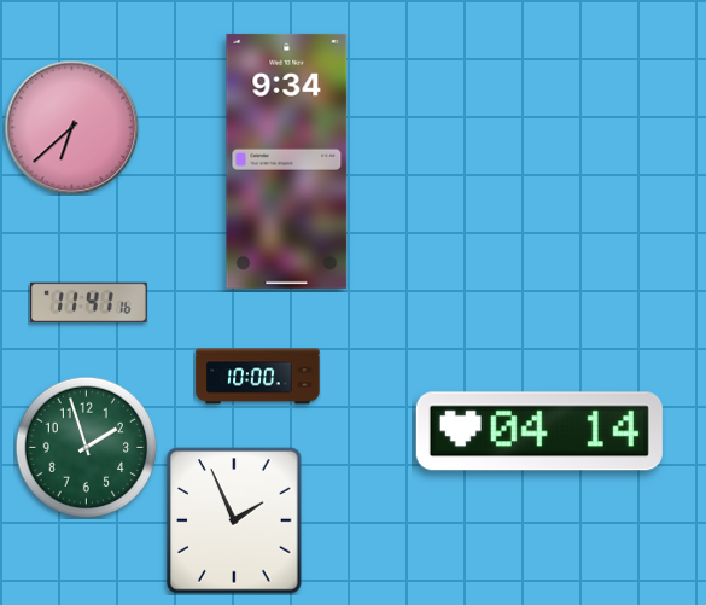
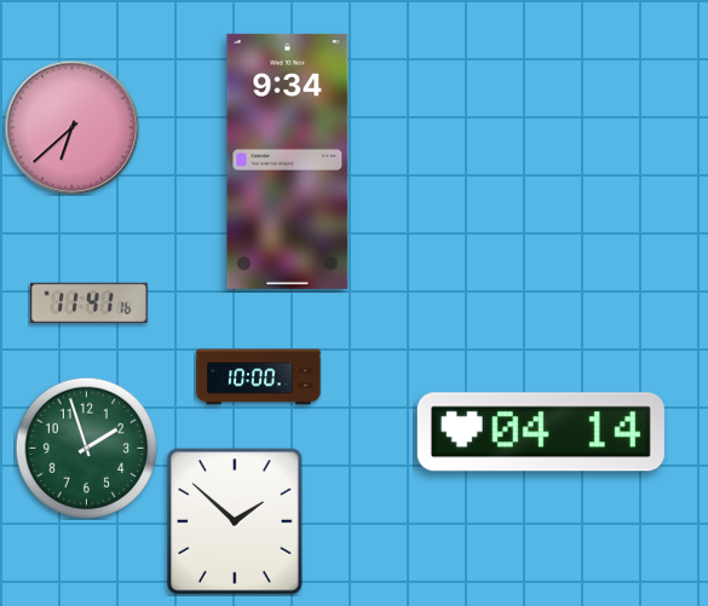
clock at (234, 520): 1:56 -> 1:52
